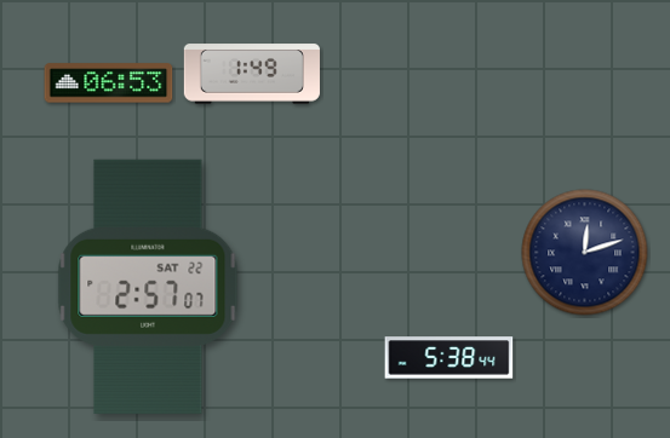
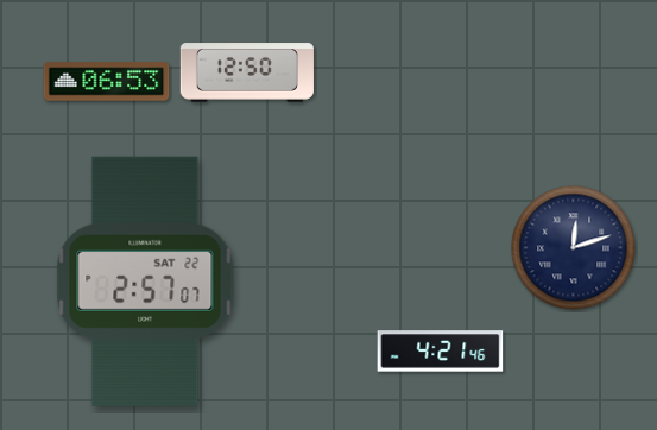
clock at (252, 74): 1:49 -> 12:50
clock at (449, 358): 5:38 -> 4:21
